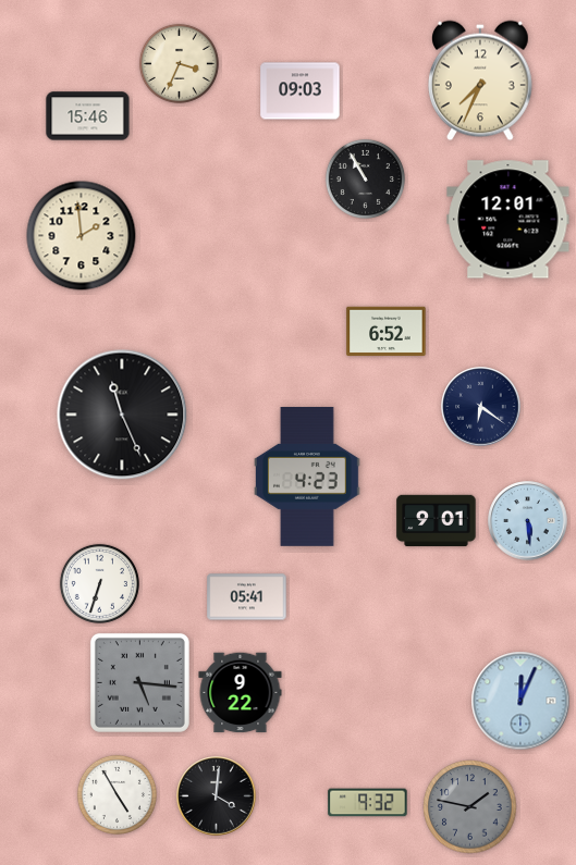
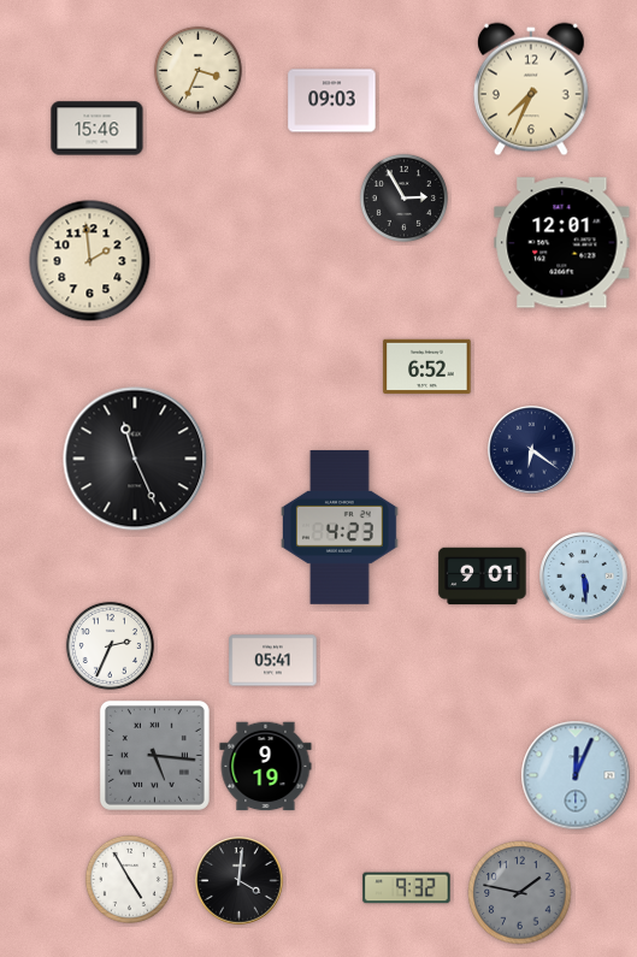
clock at (365, 178): 10:55 -> 2:55
clock at (99, 583): 6:33 -> 2:34
clock at (241, 693): 9:22 -> 9:19
